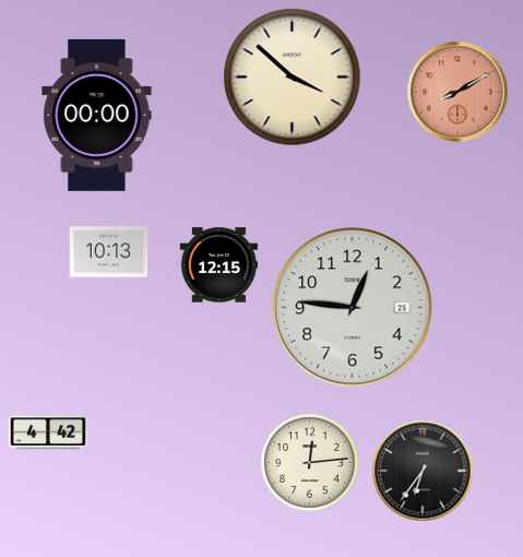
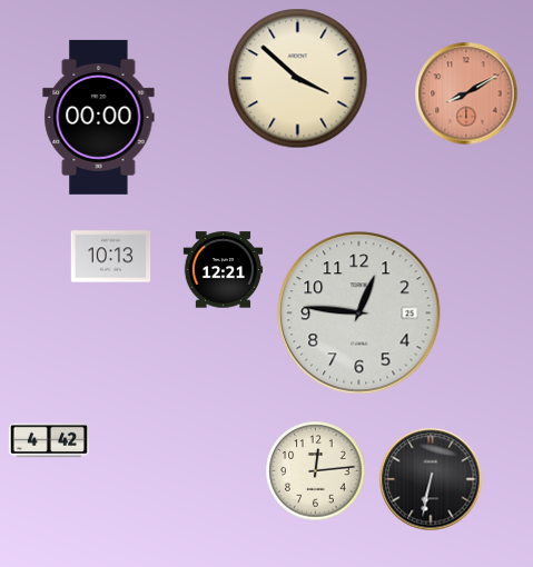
clock at (219, 265): 12:15 -> 12:21
clock at (423, 471): 6:36 -> 6:32
